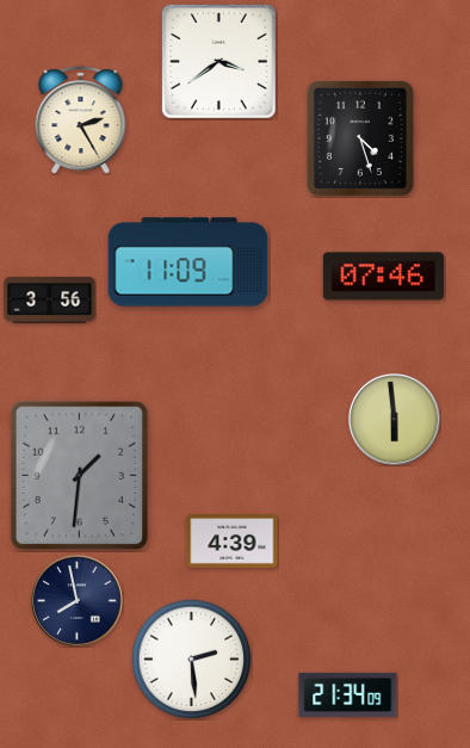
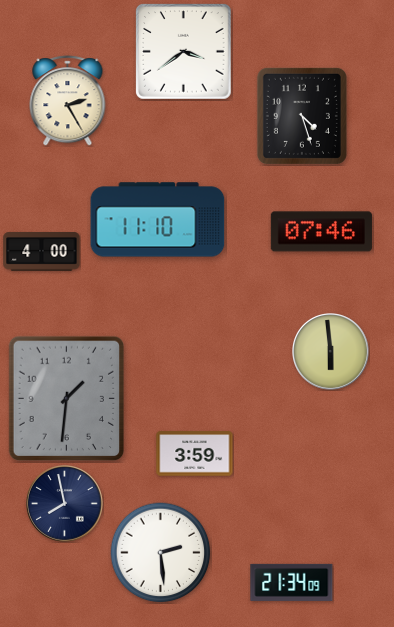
clock at (188, 262): 11:09 -> 11:10
clock at (50, 301): 3:56 -> 4:00
clock at (233, 542): 4:39 -> 3:59
